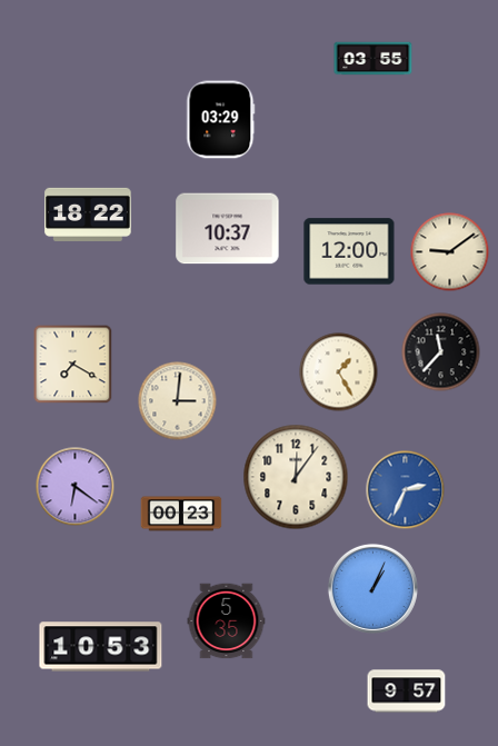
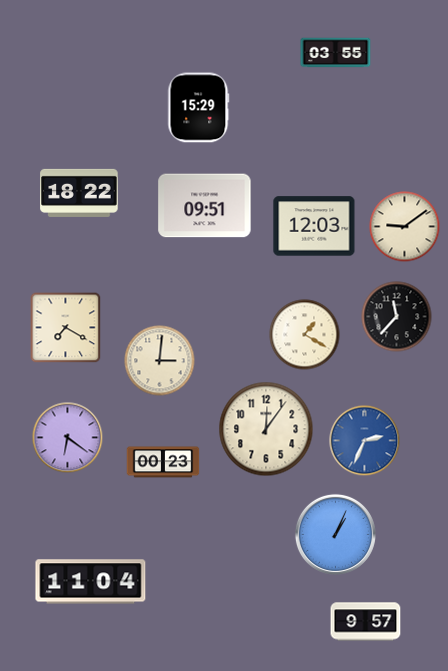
clock at (221, 120): 03:29 -> 15:29
clock at (228, 229): 10:37 -> 09:51
clock at (349, 251): 12:00 -> 12:03
clock at (339, 372): 1:25 -> 1:20
clock at (372, 588) position: (372, 588) -> (335, 534)
clock at (227, 621): 5:35 -> none
clock at (101, 647): 10:53 -> 11:04
